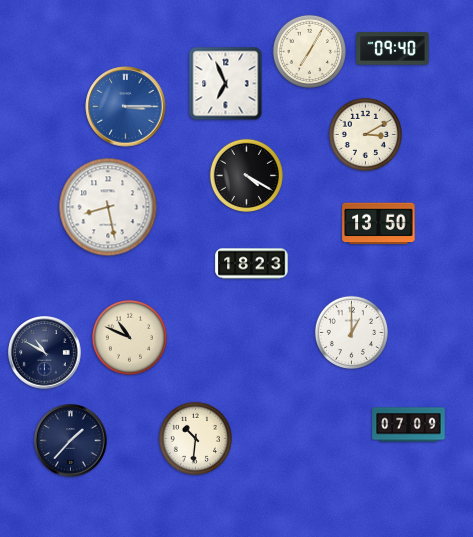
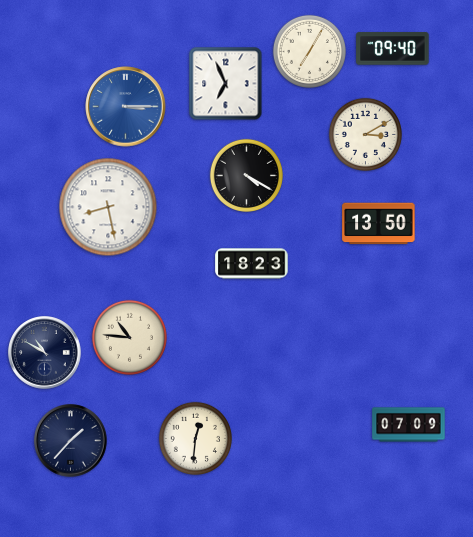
clock at (351, 332): 1:00 -> none
clock at (129, 337): 10:49 -> 10:46
clock at (195, 438): 10:31 -> 12:31
